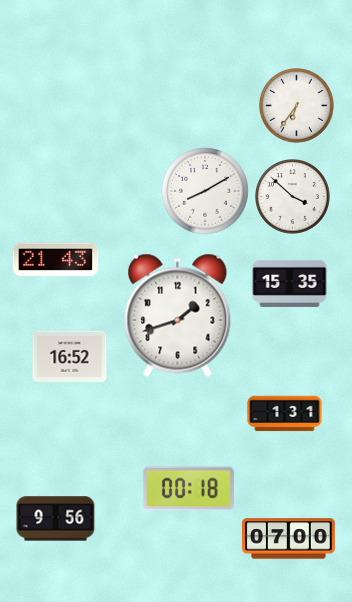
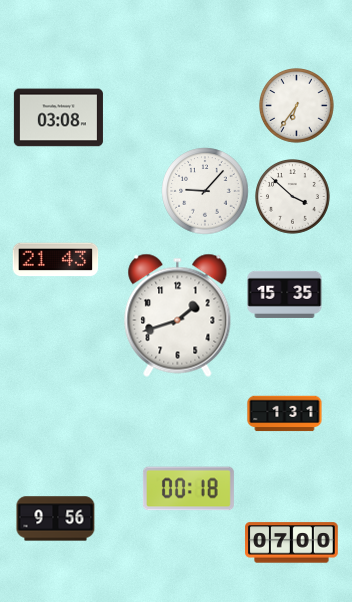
clock at (58, 118): none -> 03:08
clock at (205, 191): 8:10 -> 9:07
clock at (290, 283) position: (290, 283) -> (285, 294)
clock at (70, 356): 16:52 -> none
clock at (289, 539) position: (289, 539) -> (292, 543)
